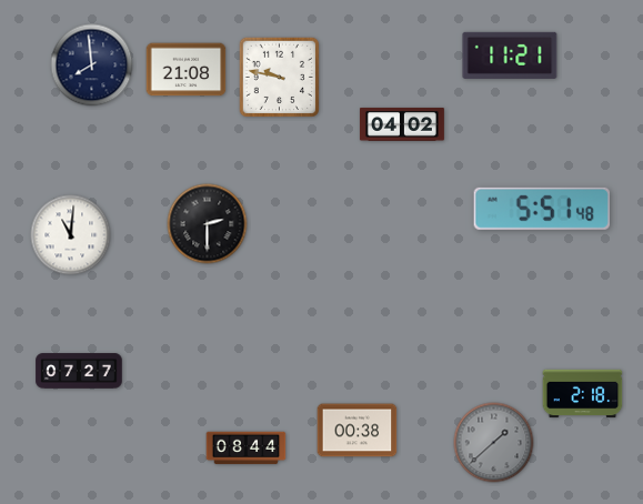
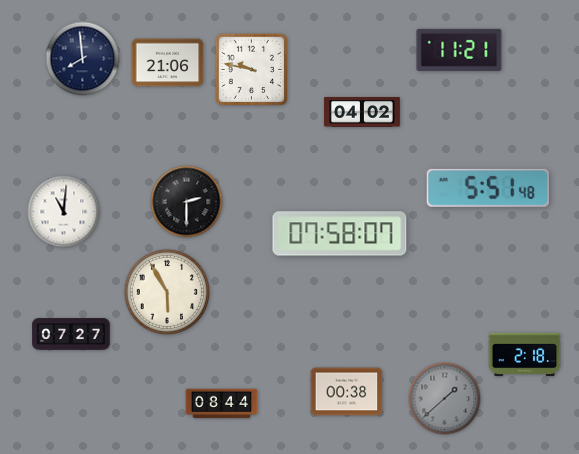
clock at (187, 70): 21:08 -> 21:06
clock at (340, 234): none -> 07:58
clock at (167, 292): none -> 5:55
clock at (358, 431) position: (358, 431) -> (347, 392)
